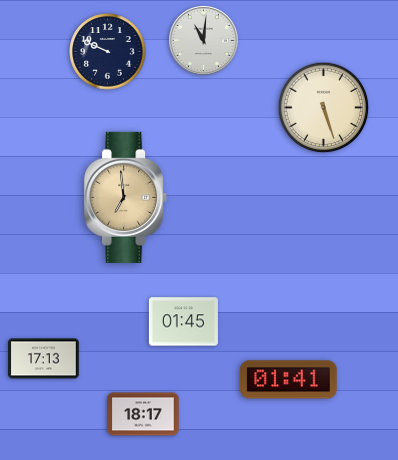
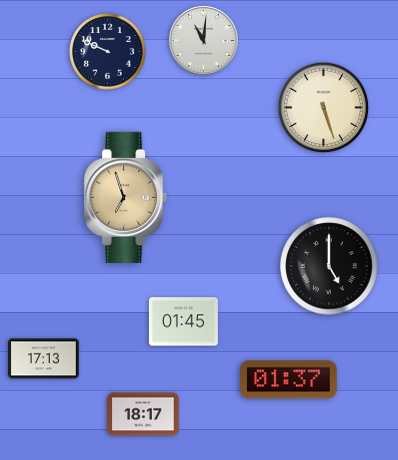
clock at (126, 197): 6:59 -> 6:57
clock at (329, 266): none -> 5:00
clock at (289, 380): 01:41 -> 01:37
